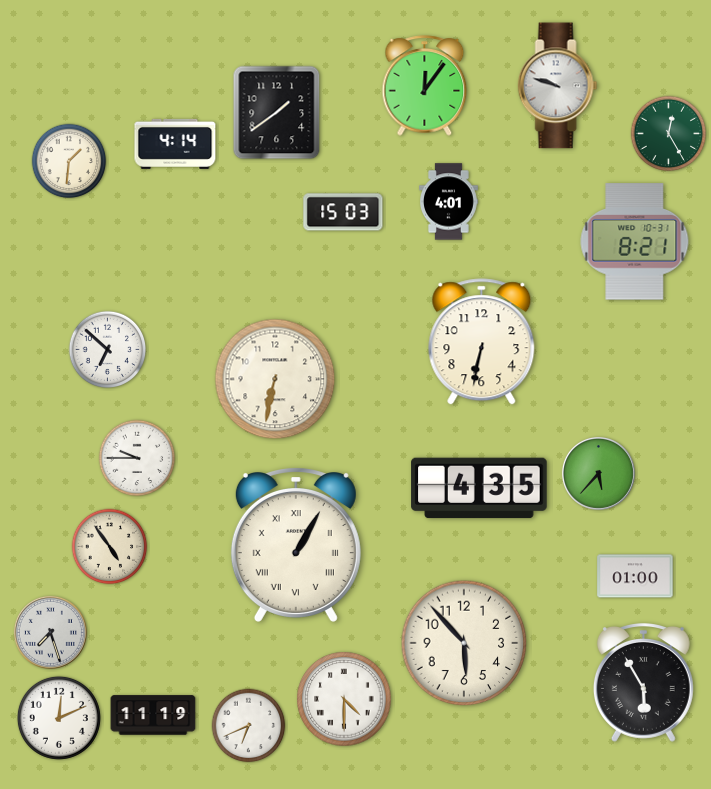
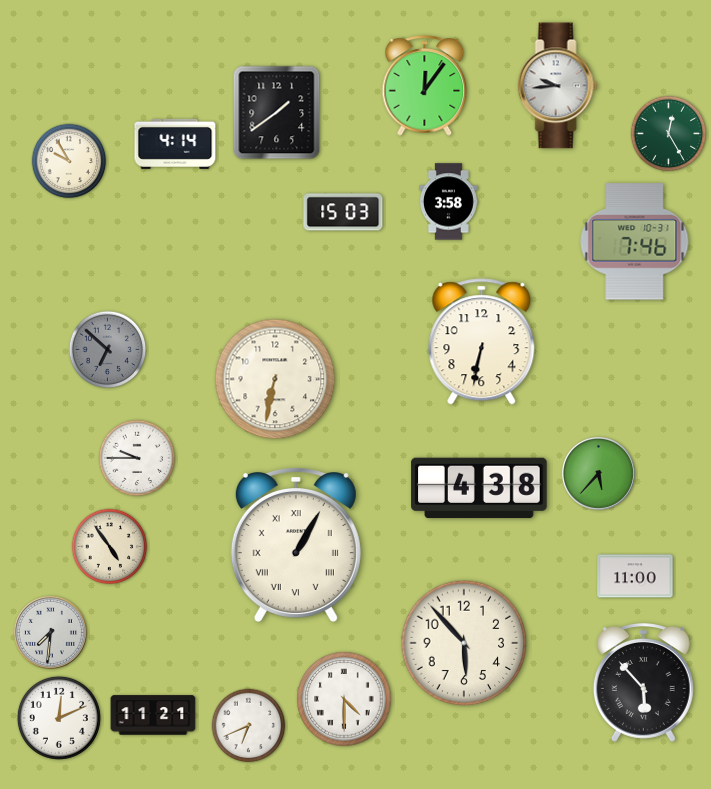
clock at (558, 86): 9:48 -> 9:44
clock at (69, 161): 1:31 -> 9:55
clock at (449, 202): 4:01 -> 3:58
clock at (635, 242): 8:21 -> 7:46
clock at (108, 350) dial: white -> grey
clock at (479, 488): 4:35 -> 4:38
clock at (635, 576): 01:00 -> 11:00
clock at (50, 632): 7:27 -> 7:31
clock at (643, 683): 5:55 -> 5:53
clock at (153, 715): 11:19 -> 11:21
